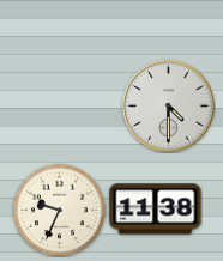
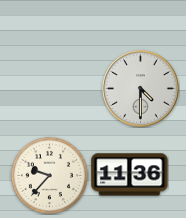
clock at (59, 210): 9:34 -> 9:37
clock at (156, 210): 11:38 -> 11:36
